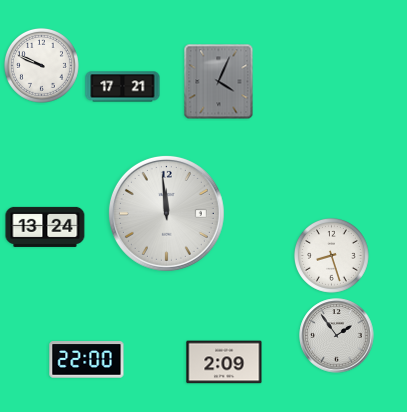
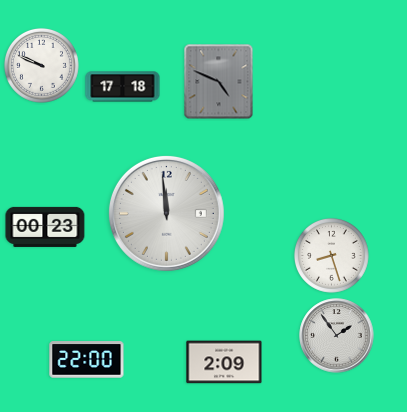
clock at (219, 82): 4:04 -> 4:49
clock at (123, 87): 17:21 -> 17:18
clock at (45, 227): 13:24 -> 00:23
